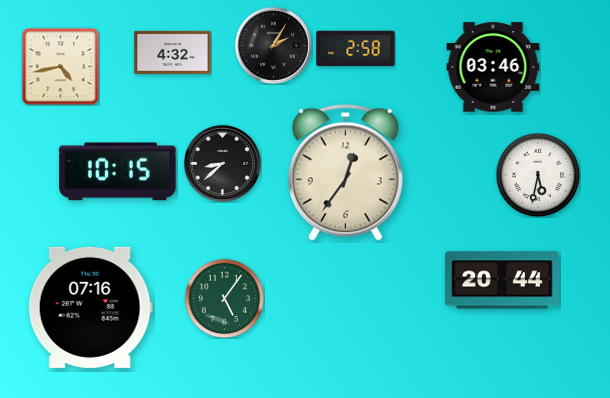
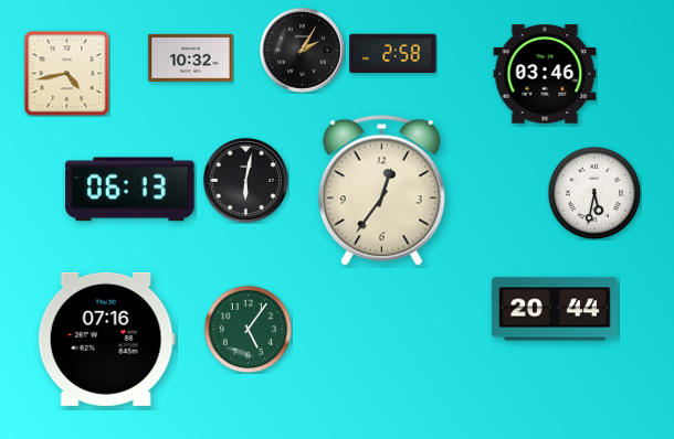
clock at (173, 52): 4:32 -> 10:32
clock at (222, 163): 8:38 -> 6:02
clock at (118, 172): 10:15 -> 06:13
clock at (90, 307) position: (90, 307) -> (106, 339)
